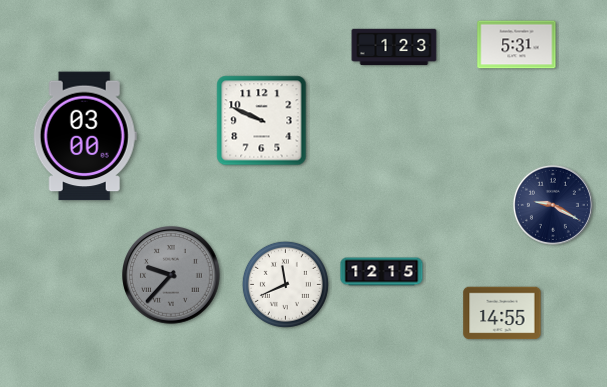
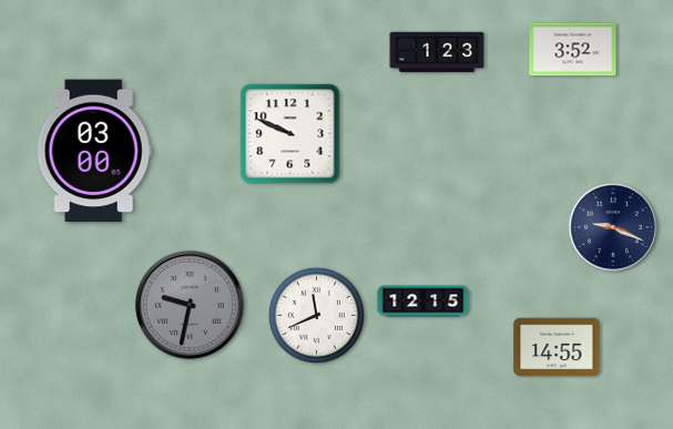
clock at (517, 45): 5:31 -> 3:52
clock at (553, 205): 9:20 -> 9:19
clock at (172, 276): 9:37 -> 9:32
